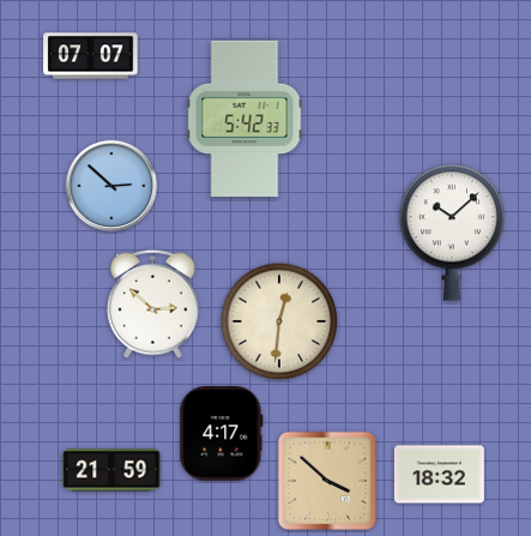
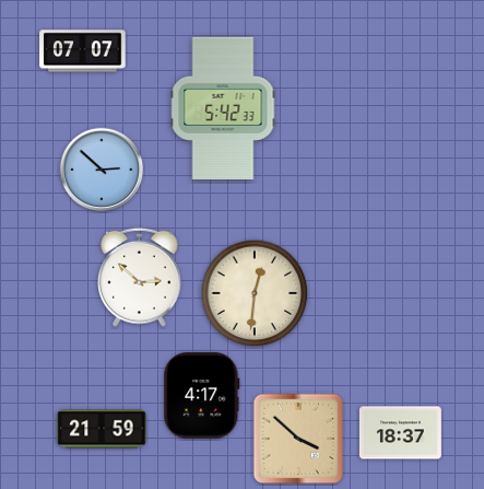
clock at (452, 233): 10:08 -> none
clock at (439, 475): 18:32 -> 18:37
